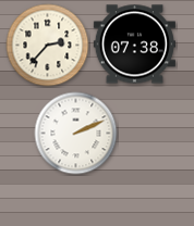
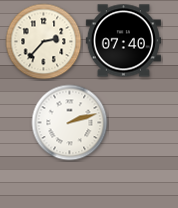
clock at (134, 45): 07:38 -> 07:40
clock at (76, 134): 2:11 -> 2:12
